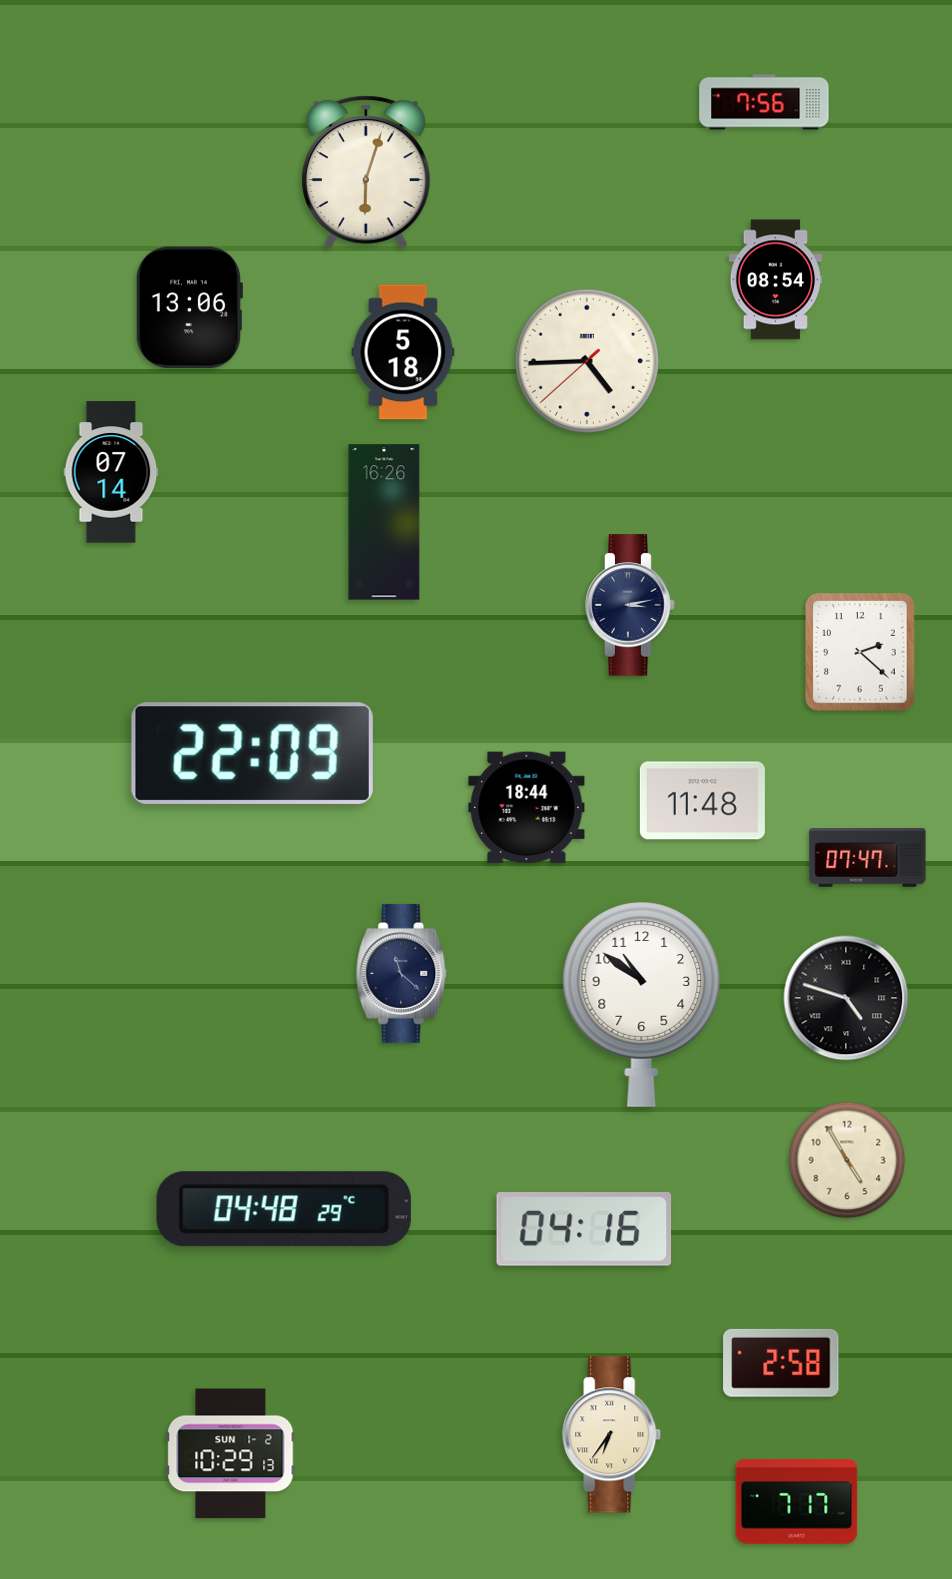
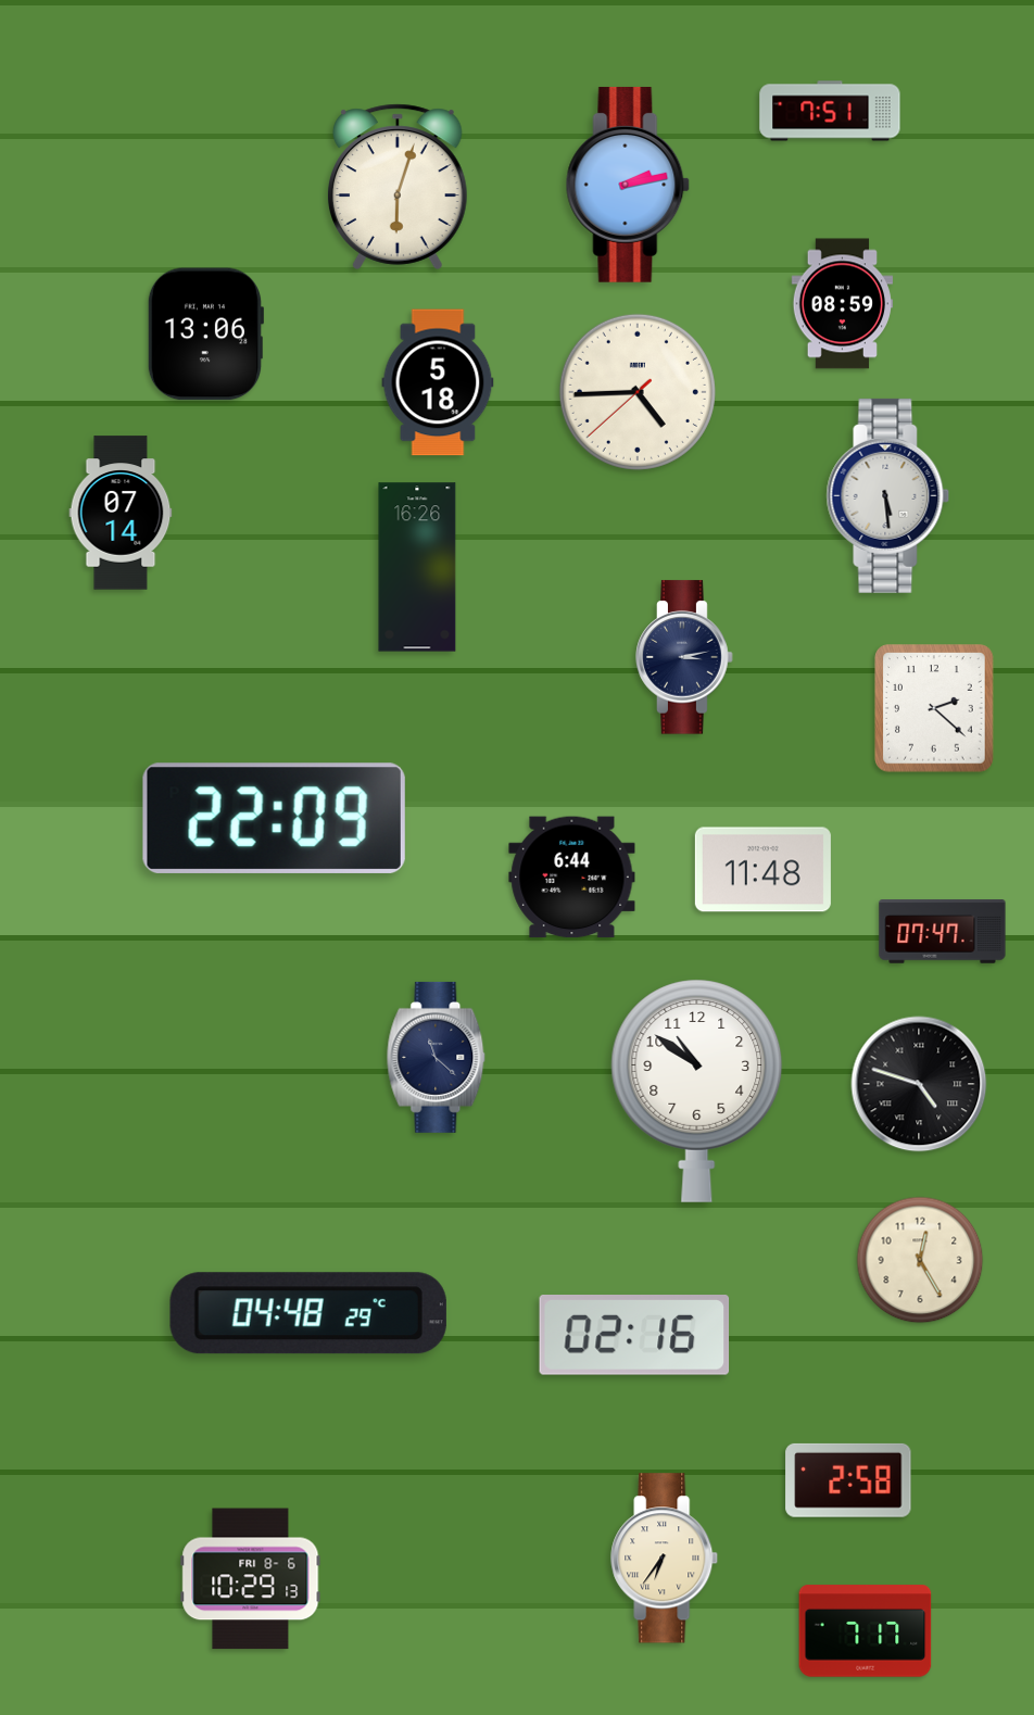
clock at (764, 102): 7:56 -> 7:51
clock at (628, 185): none -> 2:13
clock at (776, 280): 08:54 -> 08:59
clock at (888, 495): none -> 5:29
clock at (527, 808): 18:44 -> 6:44
clock at (847, 1160): 4:55 -> 12:25
clock at (584, 1230): 04:16 -> 02:16
clock at (231, 1454) date: SUN 1-2 -> FRI 8-6
